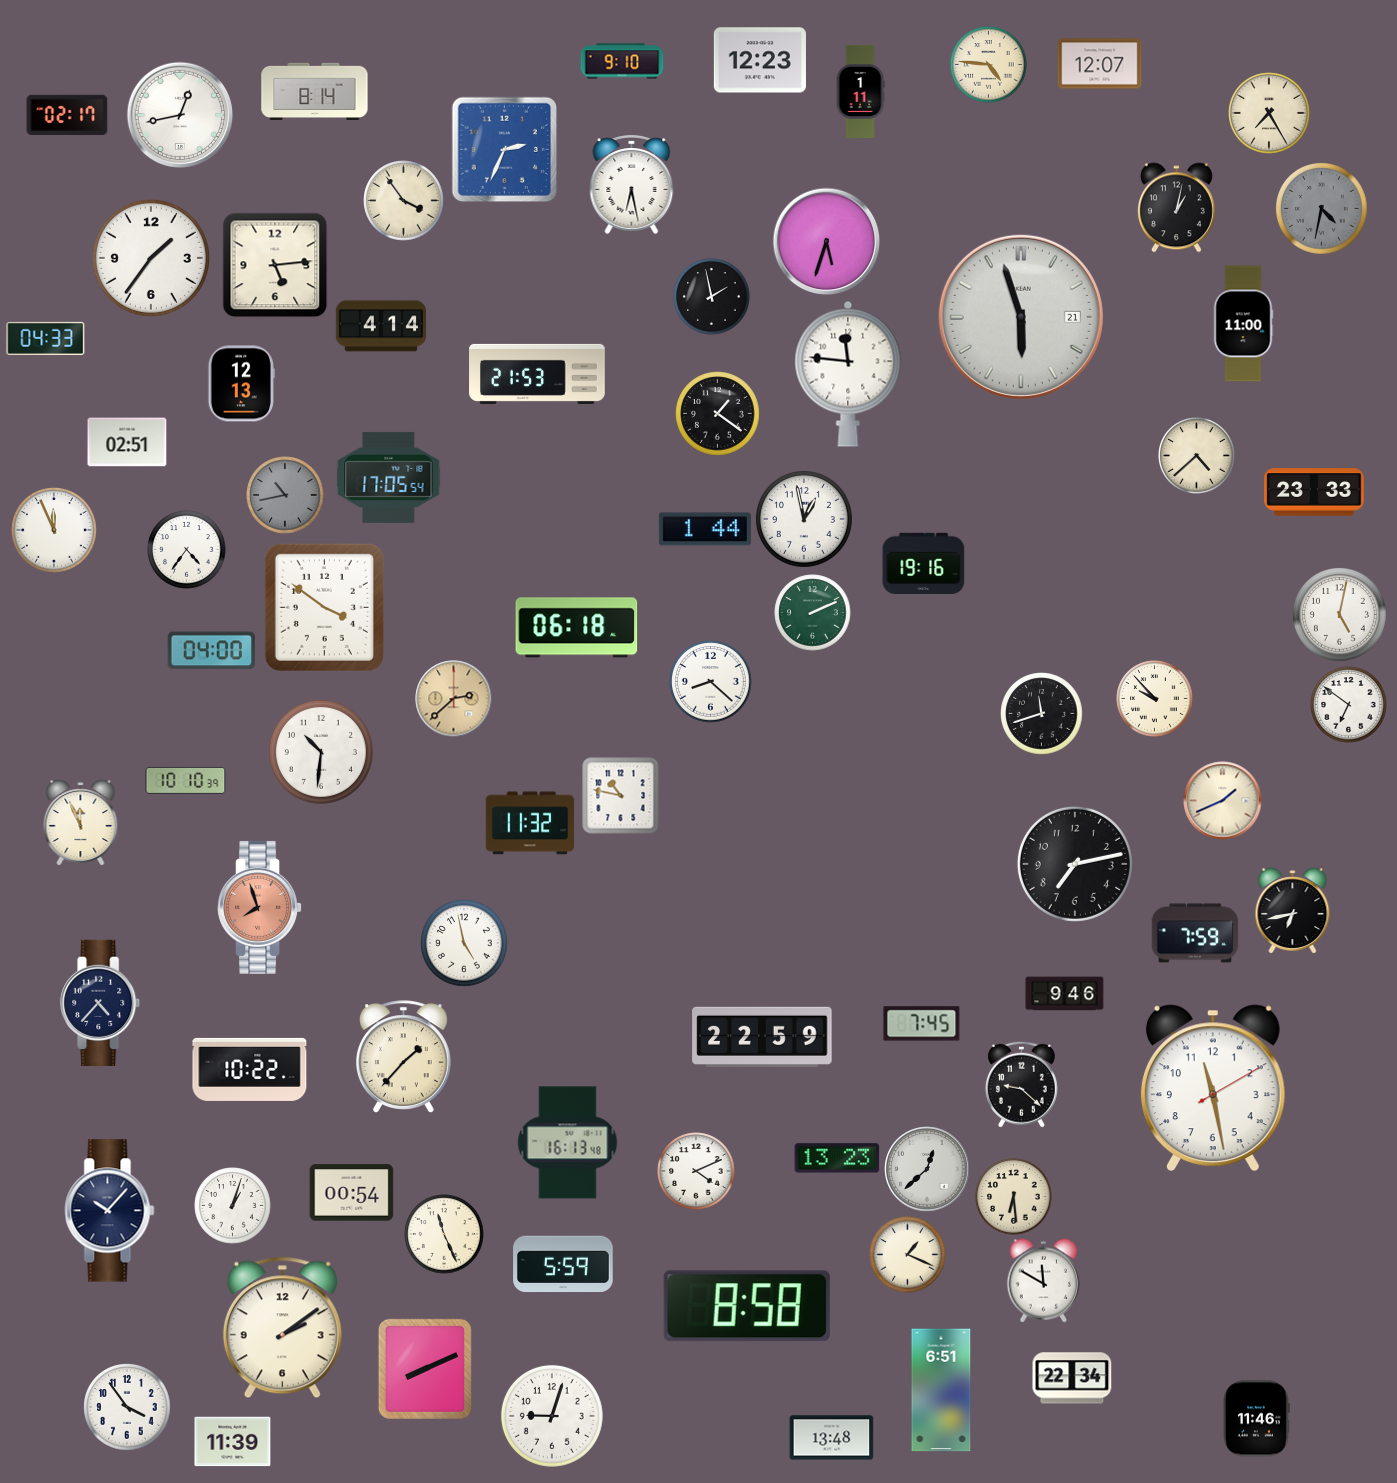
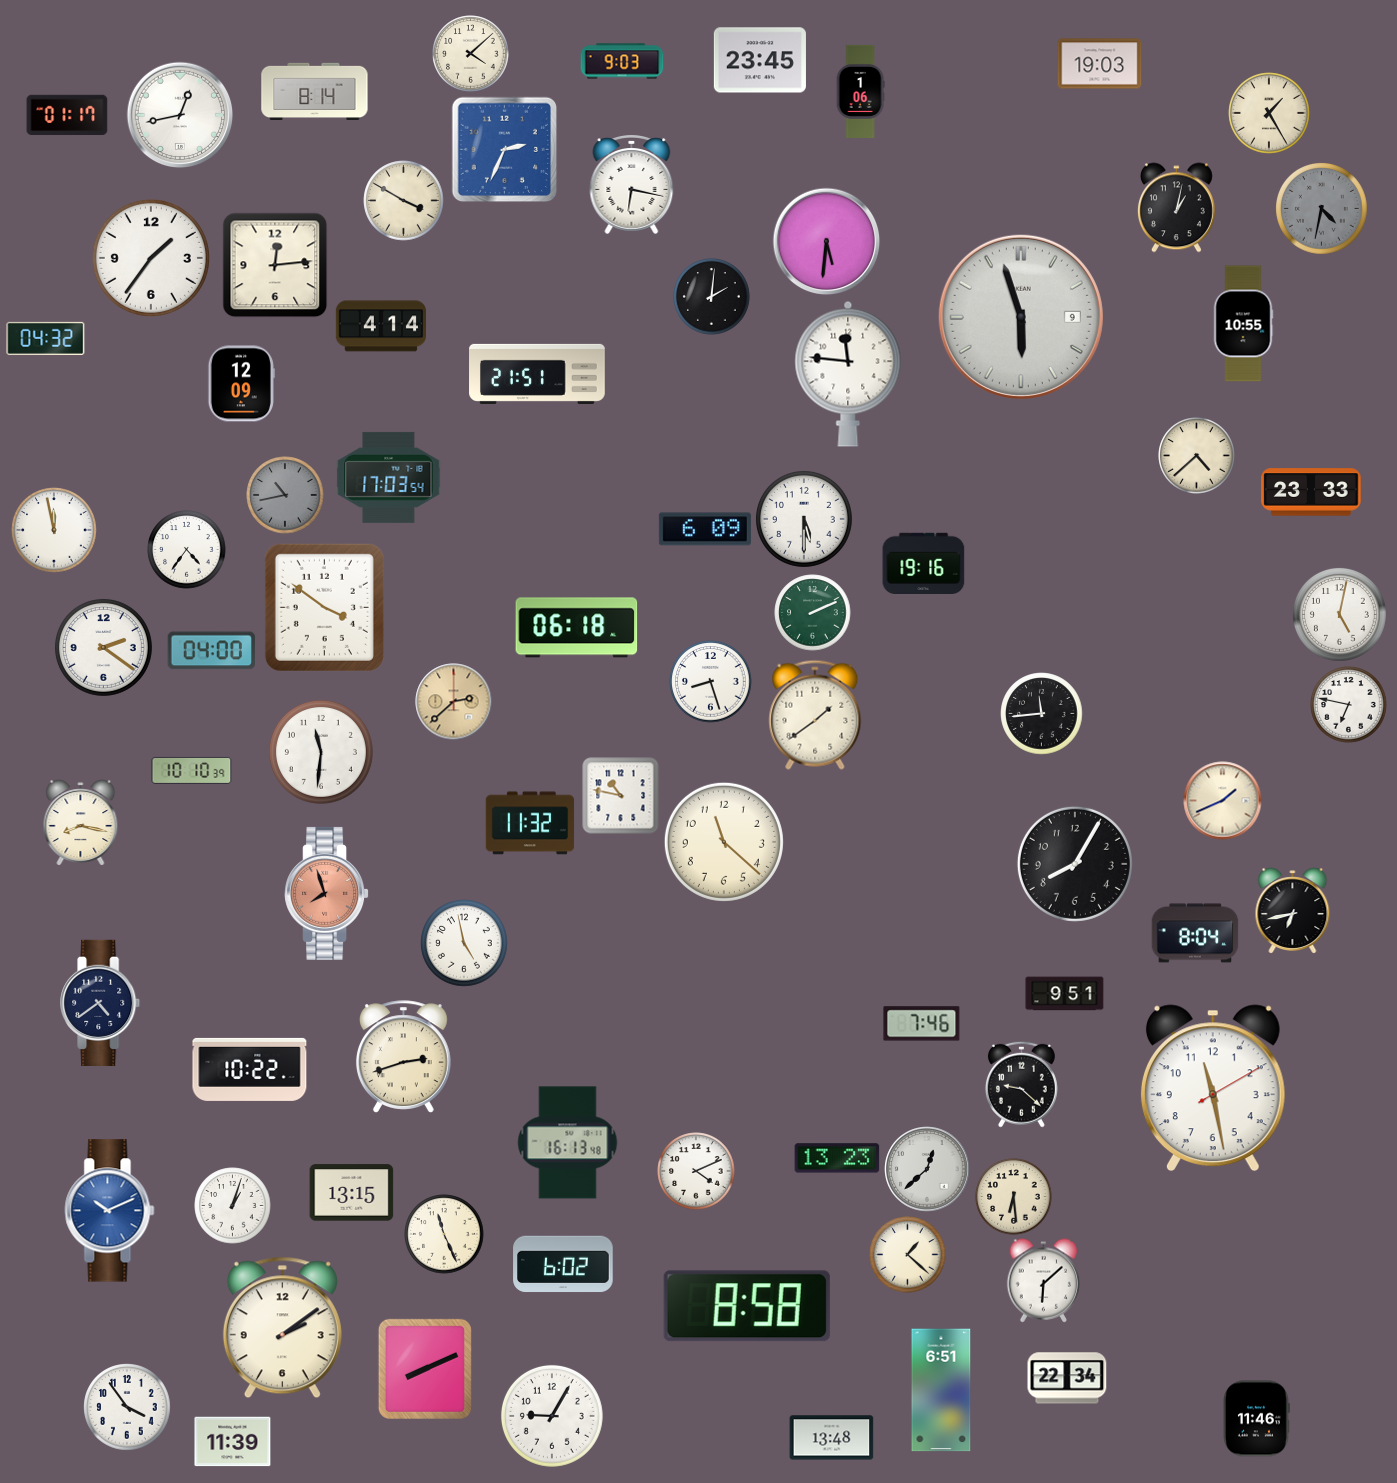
clock at (471, 54): none -> 4:08
clock at (760, 60): 12:23 -> 23:45
clock at (622, 61): 9:10 -> 9:03
clock at (1100, 64): 12:07 -> 19:03
clock at (989, 65): 4:46 -> none
clock at (860, 91): 1:11 -> 1:06
clock at (1269, 113): 7:25 -> 1:25
clock at (67, 115): 02:17 -> 01:17
clock at (632, 184): 6:28 -> 6:17
clock at (404, 201): 3:54 -> 3:50
clock at (827, 242): 5:33 -> 5:31
clock at (275, 265): 5:14 -> 12:14
clock at (712, 297): 1:58 -> 2:01
clock at (1021, 317) date: 21 -> 9
clock at (1243, 324): 11:00 -> 10:55
clock at (46, 338): 04:33 -> 04:32
clock at (537, 374): 21:53 -> 21:51
clock at (241, 384): 12:13 -> 12:09
clock at (718, 414): 1:21 -> none
clock at (127, 442): 02:51 -> none
clock at (389, 477): 17:05 -> 17:03
clock at (1314, 492) position: (1314, 492) -> (1311, 492)
clock at (804, 519): 12:58 -> 5:30
clock at (705, 529): 1:44 -> 6:09
clock at (54, 530): 11:56 -> 11:58
clock at (103, 647): none -> 2:21
clock at (711, 682): 8:22 -> 8:27
clock at (454, 699) position: (454, 699) -> (454, 702)
clock at (1155, 699): 9:53 -> none
clock at (1349, 705): 6:51 -> 6:47
clock at (1042, 714): 11:42 -> 11:44
clock at (815, 715): none -> 1:39
clock at (321, 752): 10:31 -> 11:31
clock at (186, 780) position: (186, 780) -> (192, 770)
clock at (81, 823): 11:56 -> 8:17
clock at (724, 842): none -> 11:22
clock at (1075, 864): 7:13 -> 8:05
clock at (260, 907) position: (260, 907) -> (327, 893)
clock at (1195, 933): 7:59 -> 8:04
clock at (1065, 994): 9:46 -> 9:51
clock at (101, 1002): 4:37 -> 4:39
clock at (922, 1024): 7:45 -> 7:46
clock at (762, 1037): 22:59 -> none
clock at (403, 1057): 1:37 -> 2:42
clock at (352, 1193): 00:54 -> 13:15
clock at (110, 1211): 10:07 -> 10:11
clock at (110, 1211) dial: navy -> blue
clock at (908, 1255): 1:19 -> 1:22
clock at (563, 1264): 5:59 -> 6:02
clock at (1044, 1281): 11:50 -> 6:08
clock at (1072, 1378) position: (1072, 1378) -> (1067, 1378)
clock at (552, 1416): 9:03 -> 9:05
